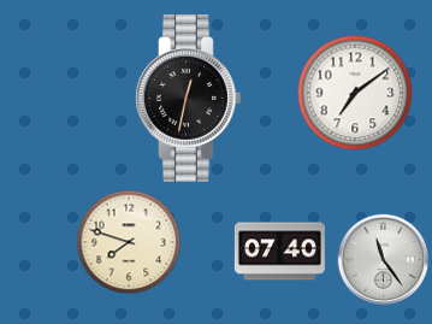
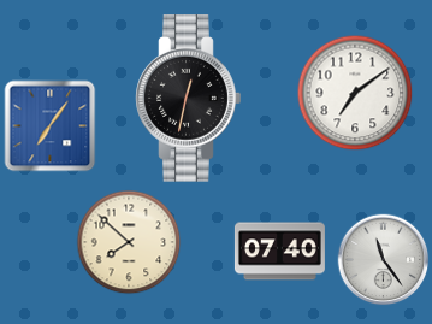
clock at (51, 126): none -> 7:06
clock at (129, 242): 7:48 -> 7:52
